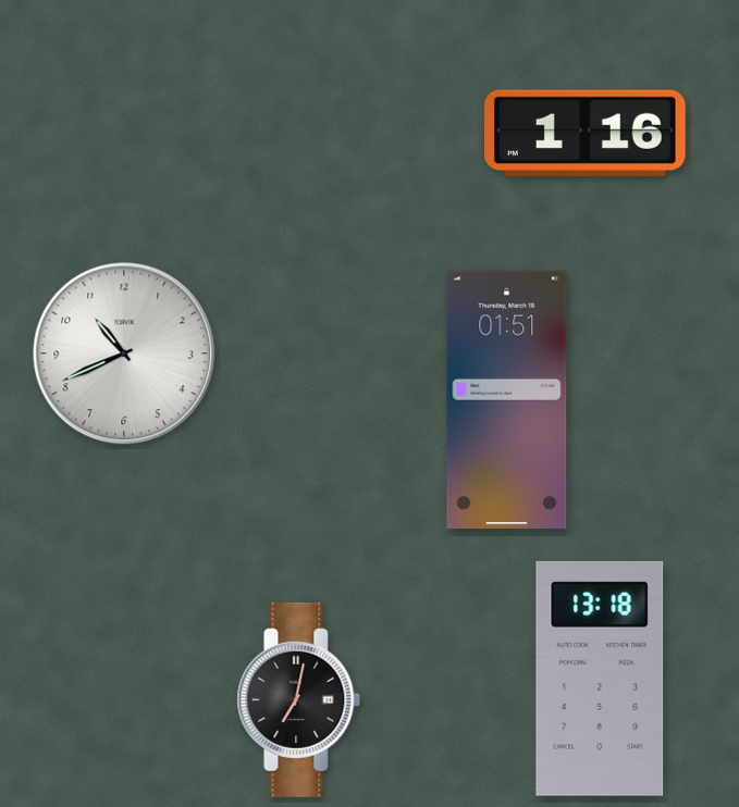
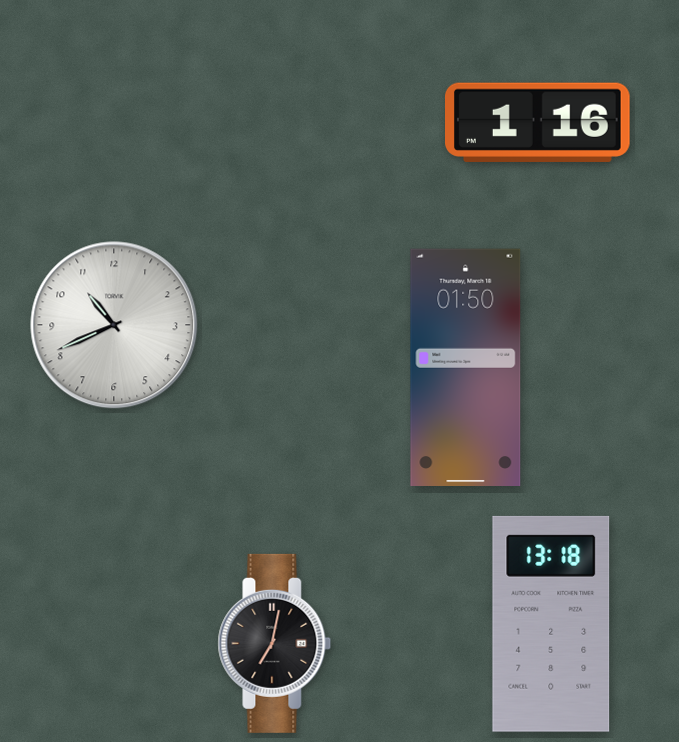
clock at (507, 399): 01:51 -> 01:50
